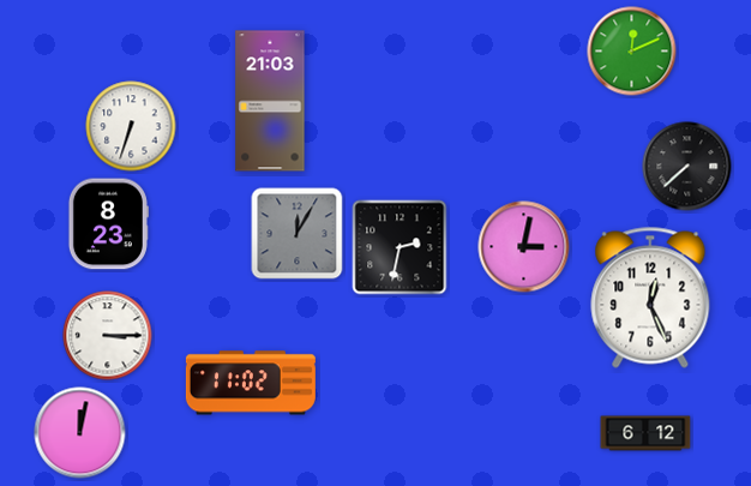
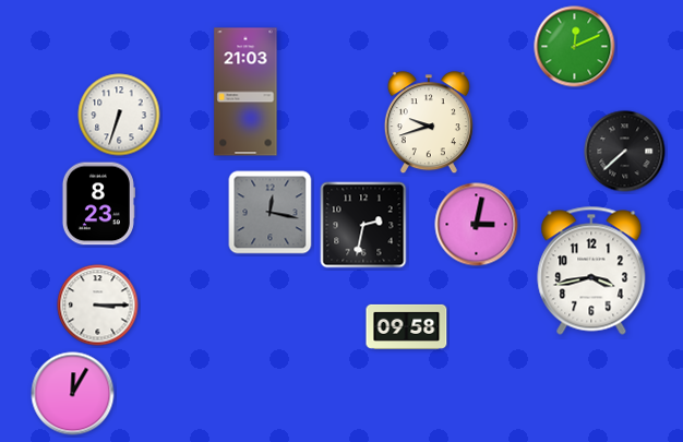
clock at (429, 123): none -> 9:42
clock at (298, 234): 12:05 -> 12:17
clock at (650, 298): 12:26 -> 3:43
clock at (407, 326): none -> 09:58
clock at (251, 383): 11:02 -> none
clock at (80, 433): 12:02 -> 12:05
clock at (645, 433): 6:12 -> none
